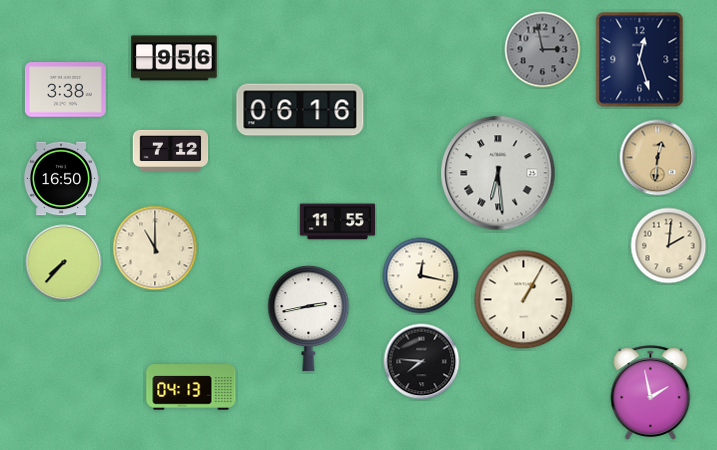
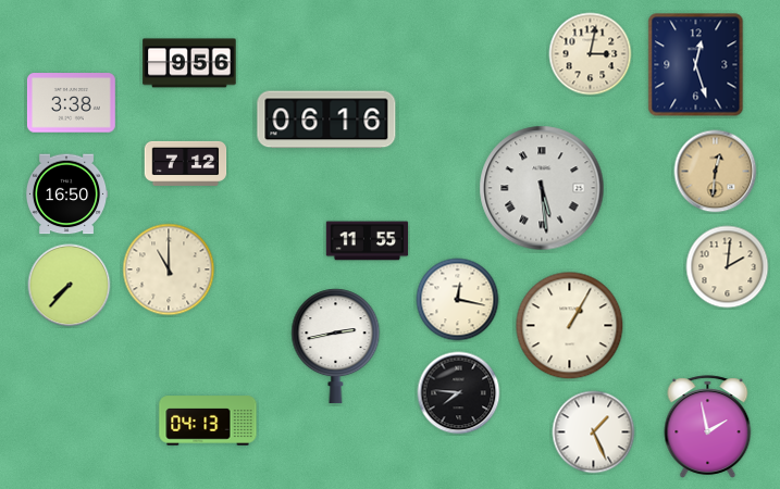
clock at (543, 50): 2:58 -> 3:02
clock at (543, 50) dial: grey -> cream
clock at (65, 90) position: (65, 90) -> (71, 103)
clock at (498, 173): 6:29 -> 5:29
clock at (594, 432): none -> 1:26
